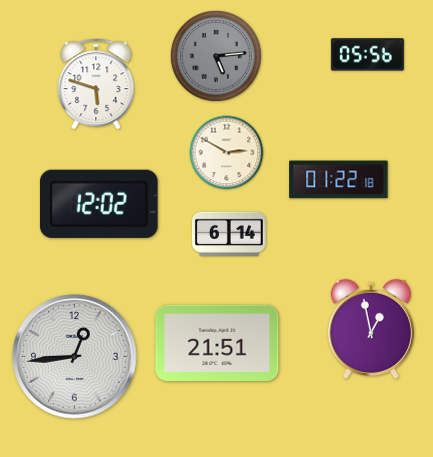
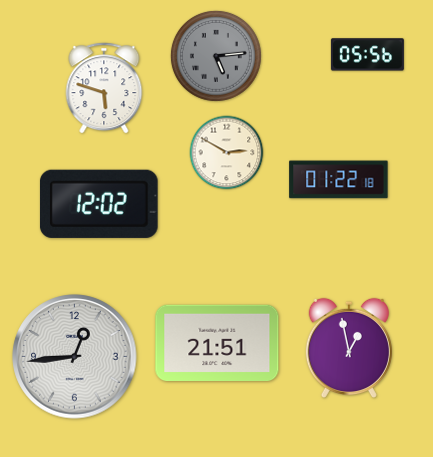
clock at (96, 84) position: (96, 84) -> (104, 88)
clock at (229, 234): 6:14 -> none
clock at (371, 328) position: (371, 328) -> (349, 347)
